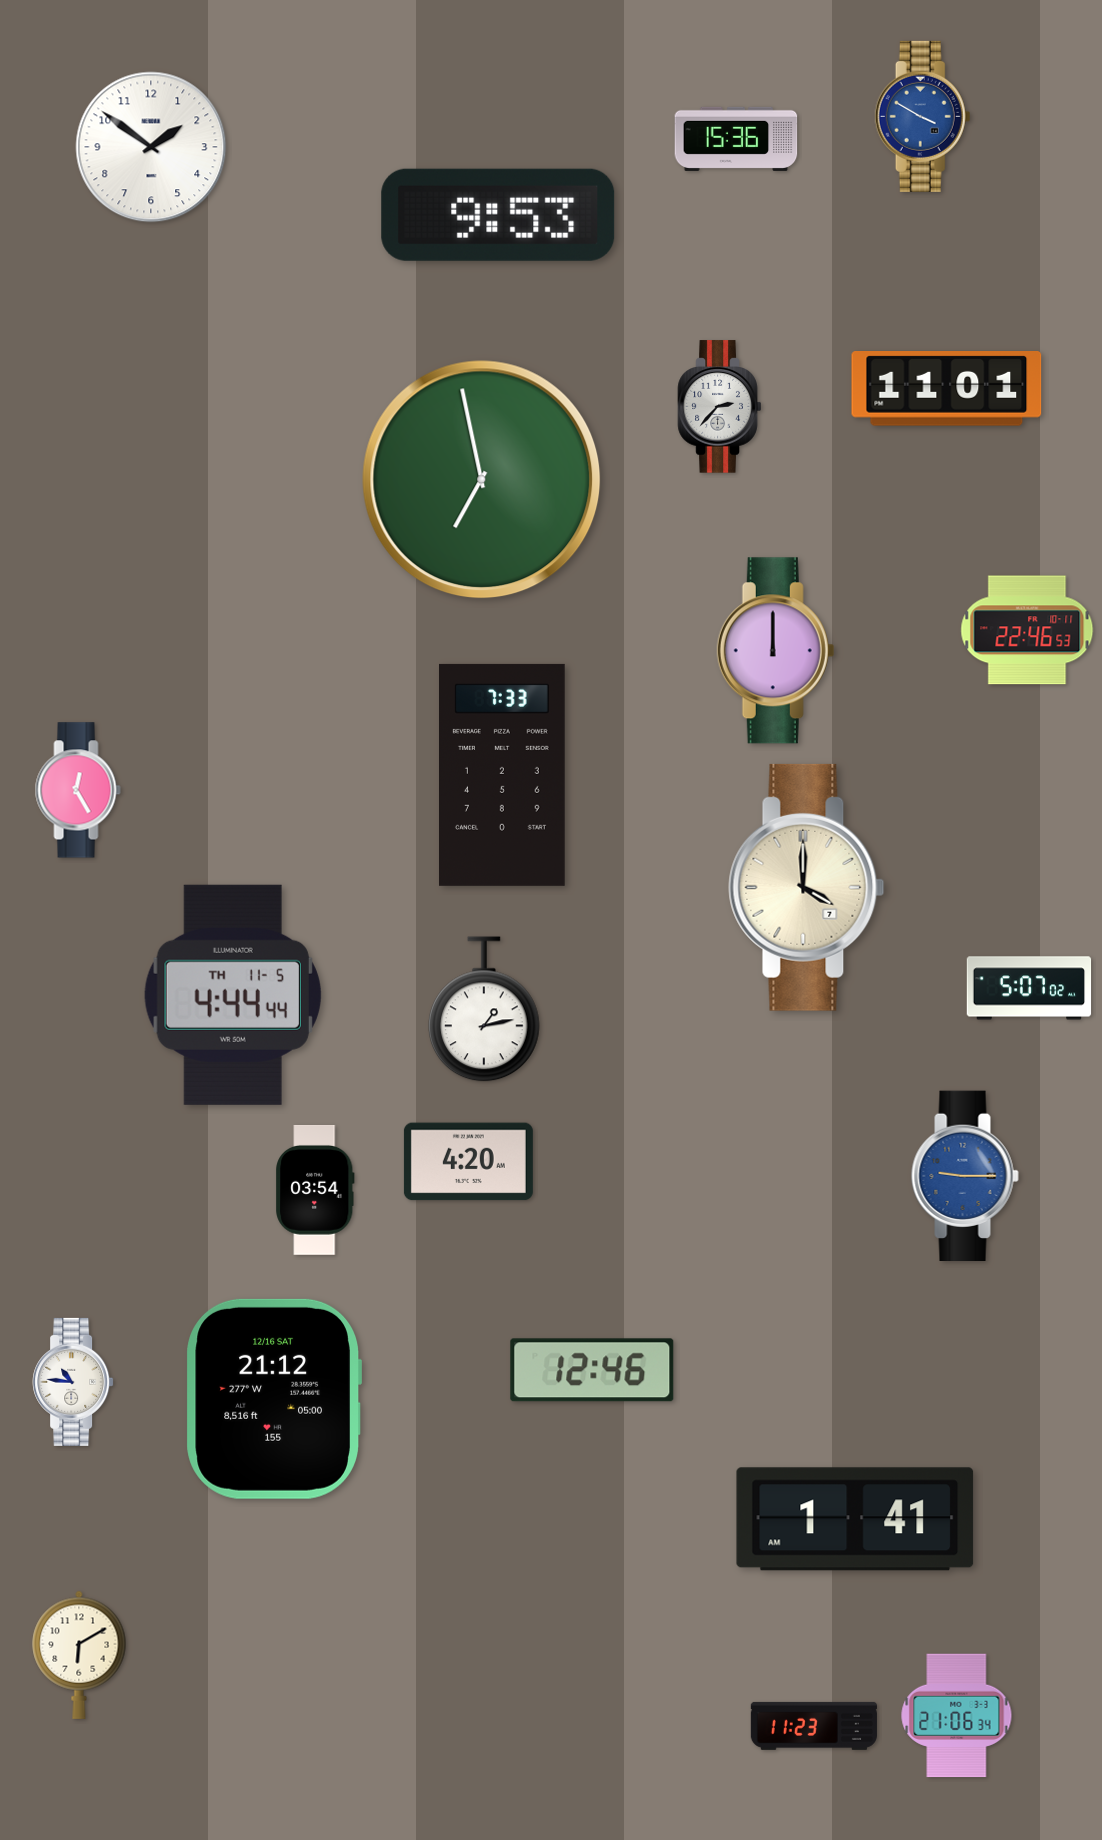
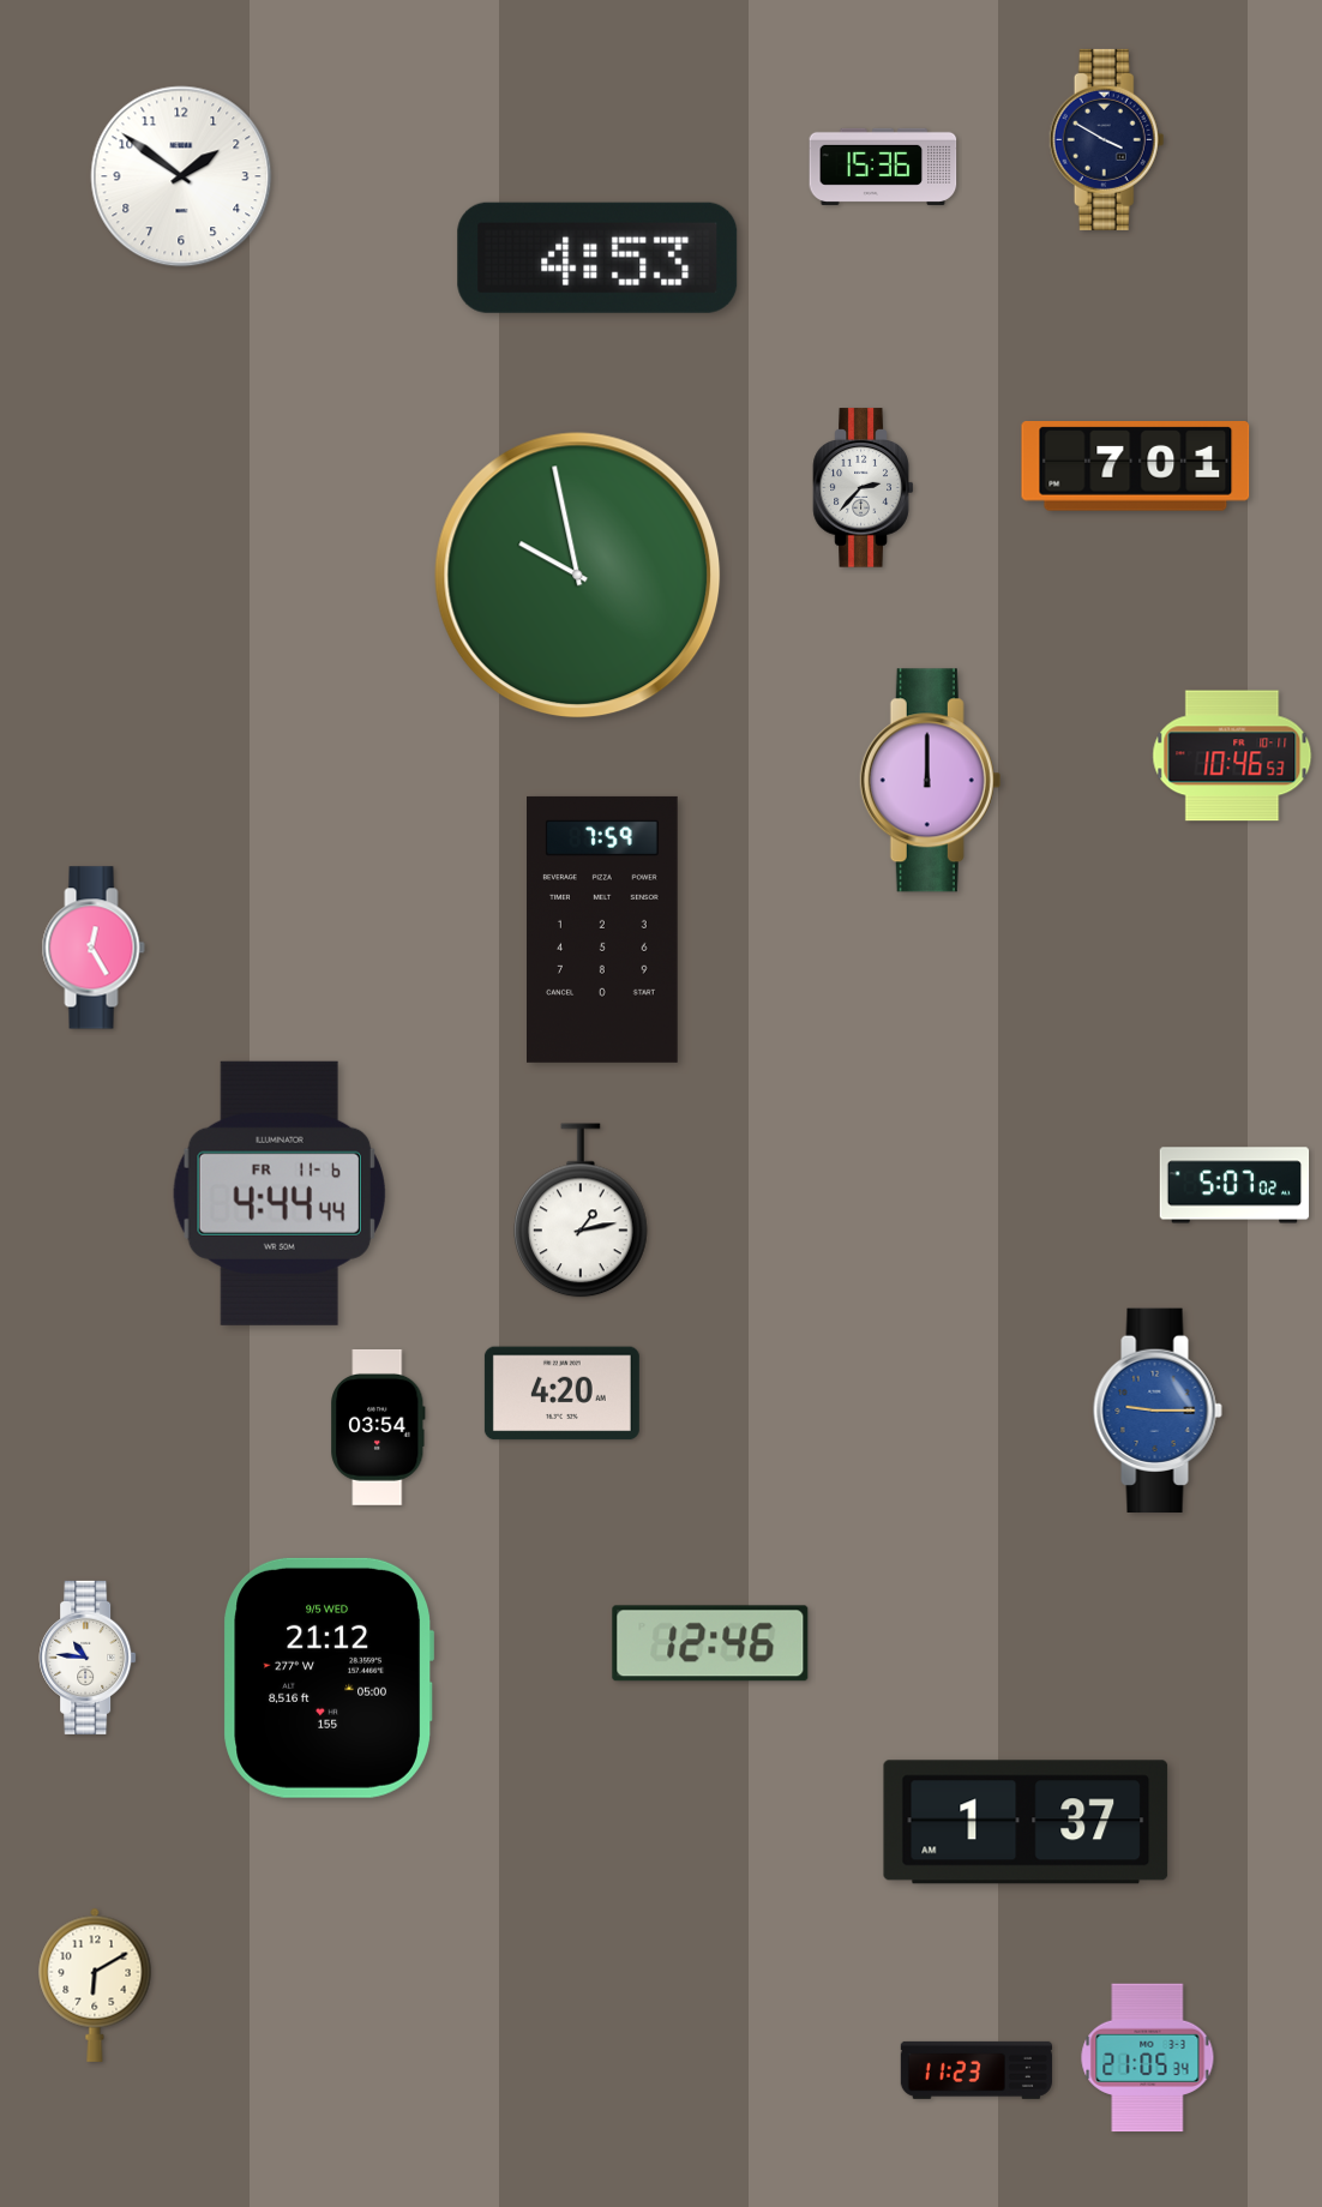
clock at (923, 116) dial: blue -> navy
clock at (498, 215): 9:53 -> 4:53
clock at (947, 389): 11:01 -> 7:01
clock at (482, 480): 6:58 -> 9:58
clock at (1027, 630): 22:46 -> 10:46
clock at (503, 775): 7:33 -> 7:59
clock at (807, 887): 4:00 -> none
clock at (233, 995) date: TH 11-5 -> FR 11-6
clock at (274, 1399) date: 12/16 SAT -> 9/5 WED
clock at (855, 1519): 1:41 -> 1:37
clock at (957, 1716): 21:06 -> 21:05
